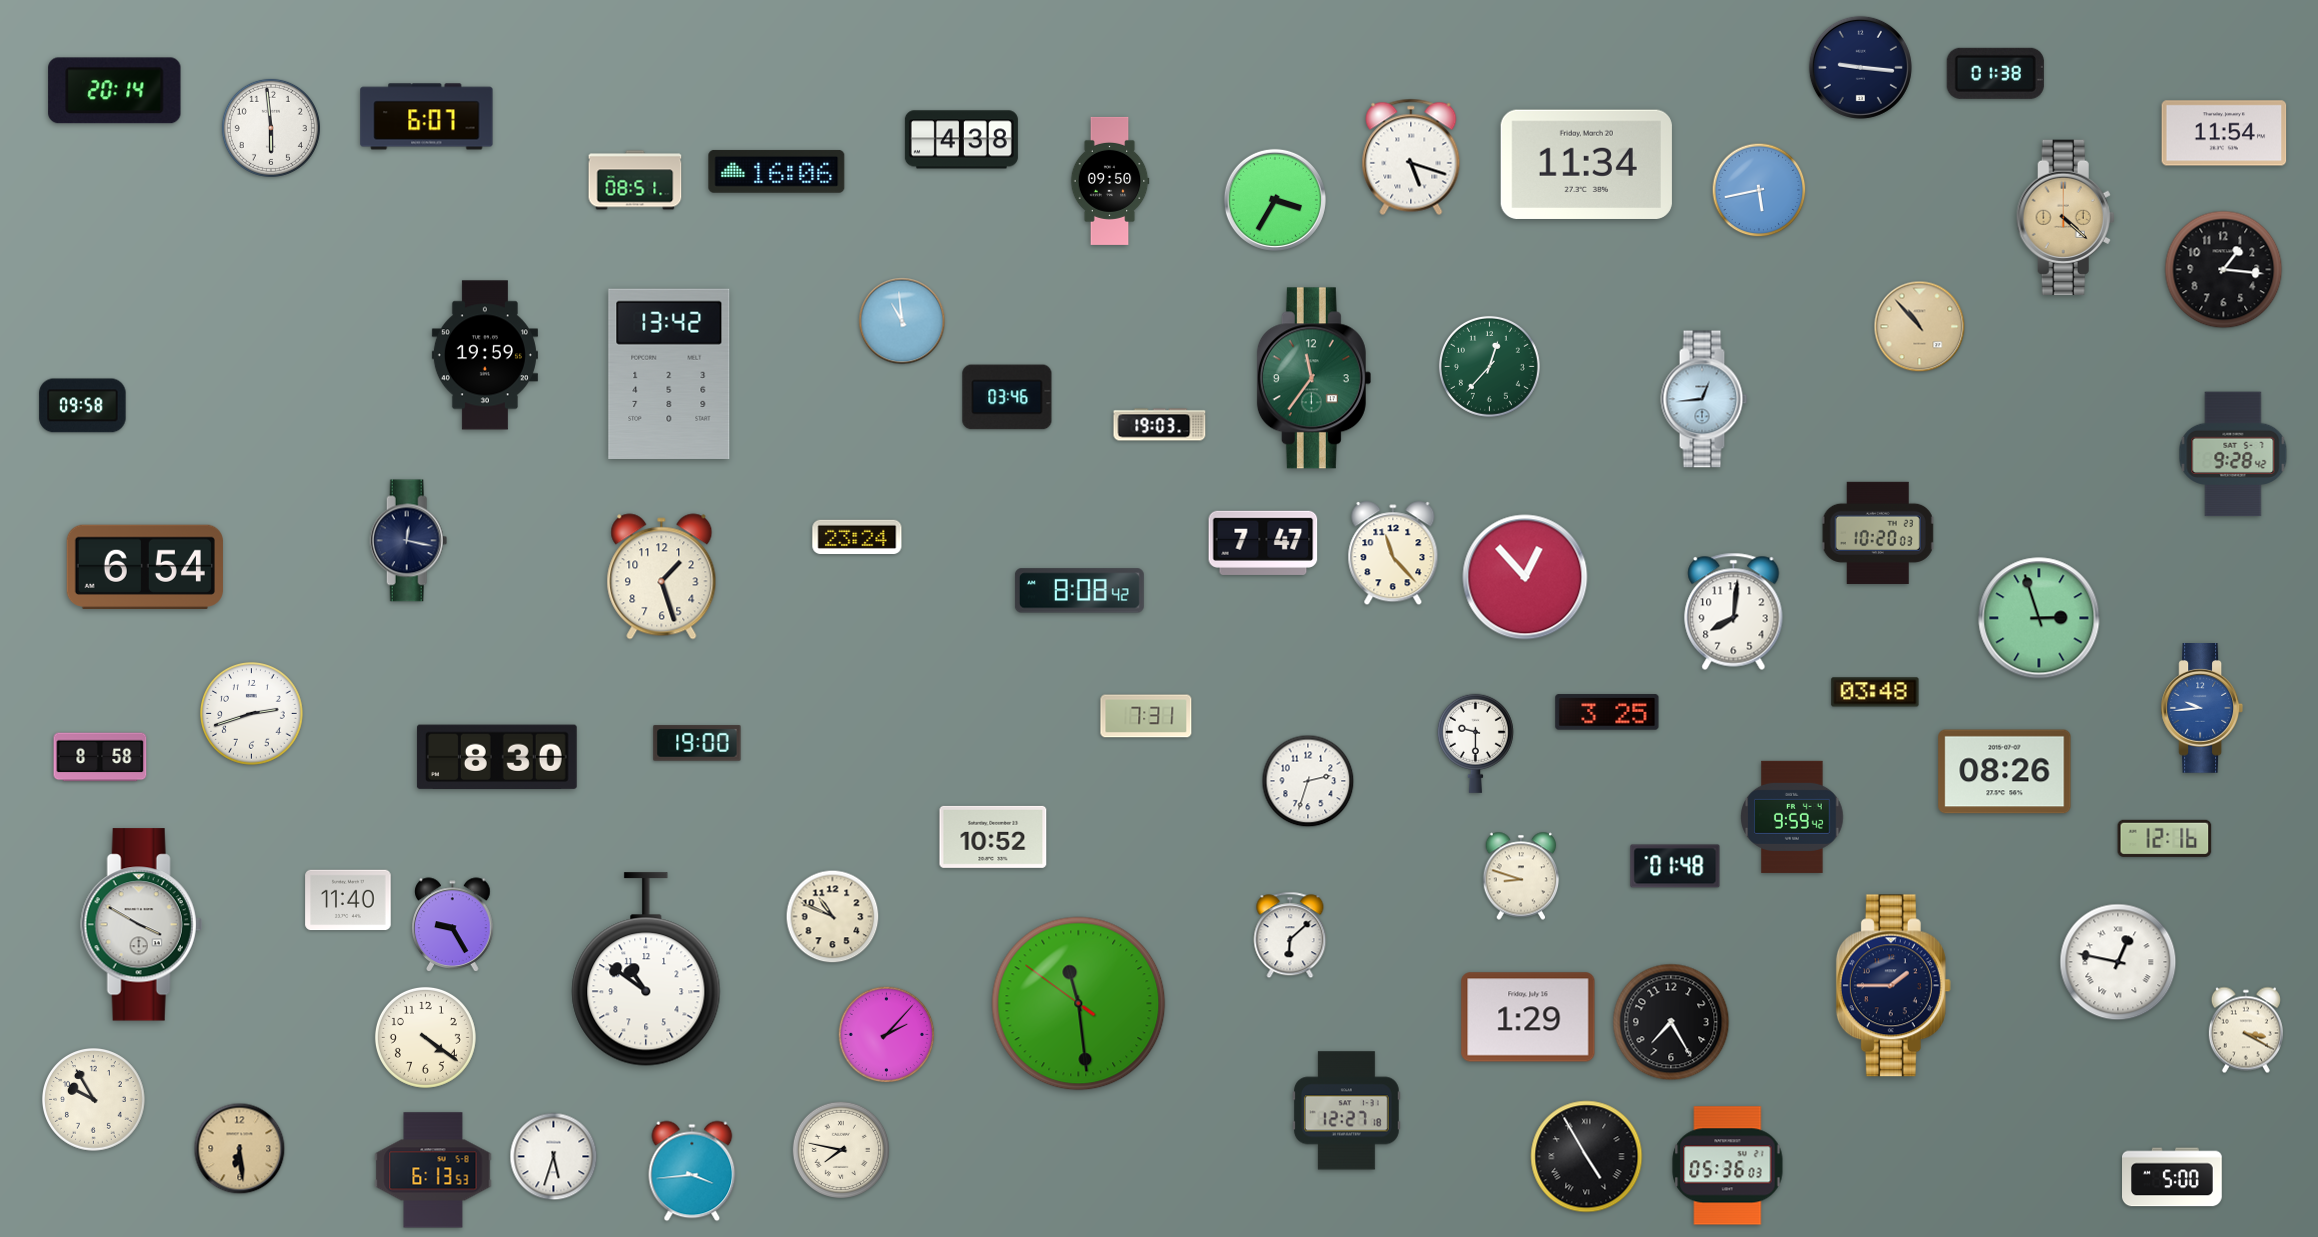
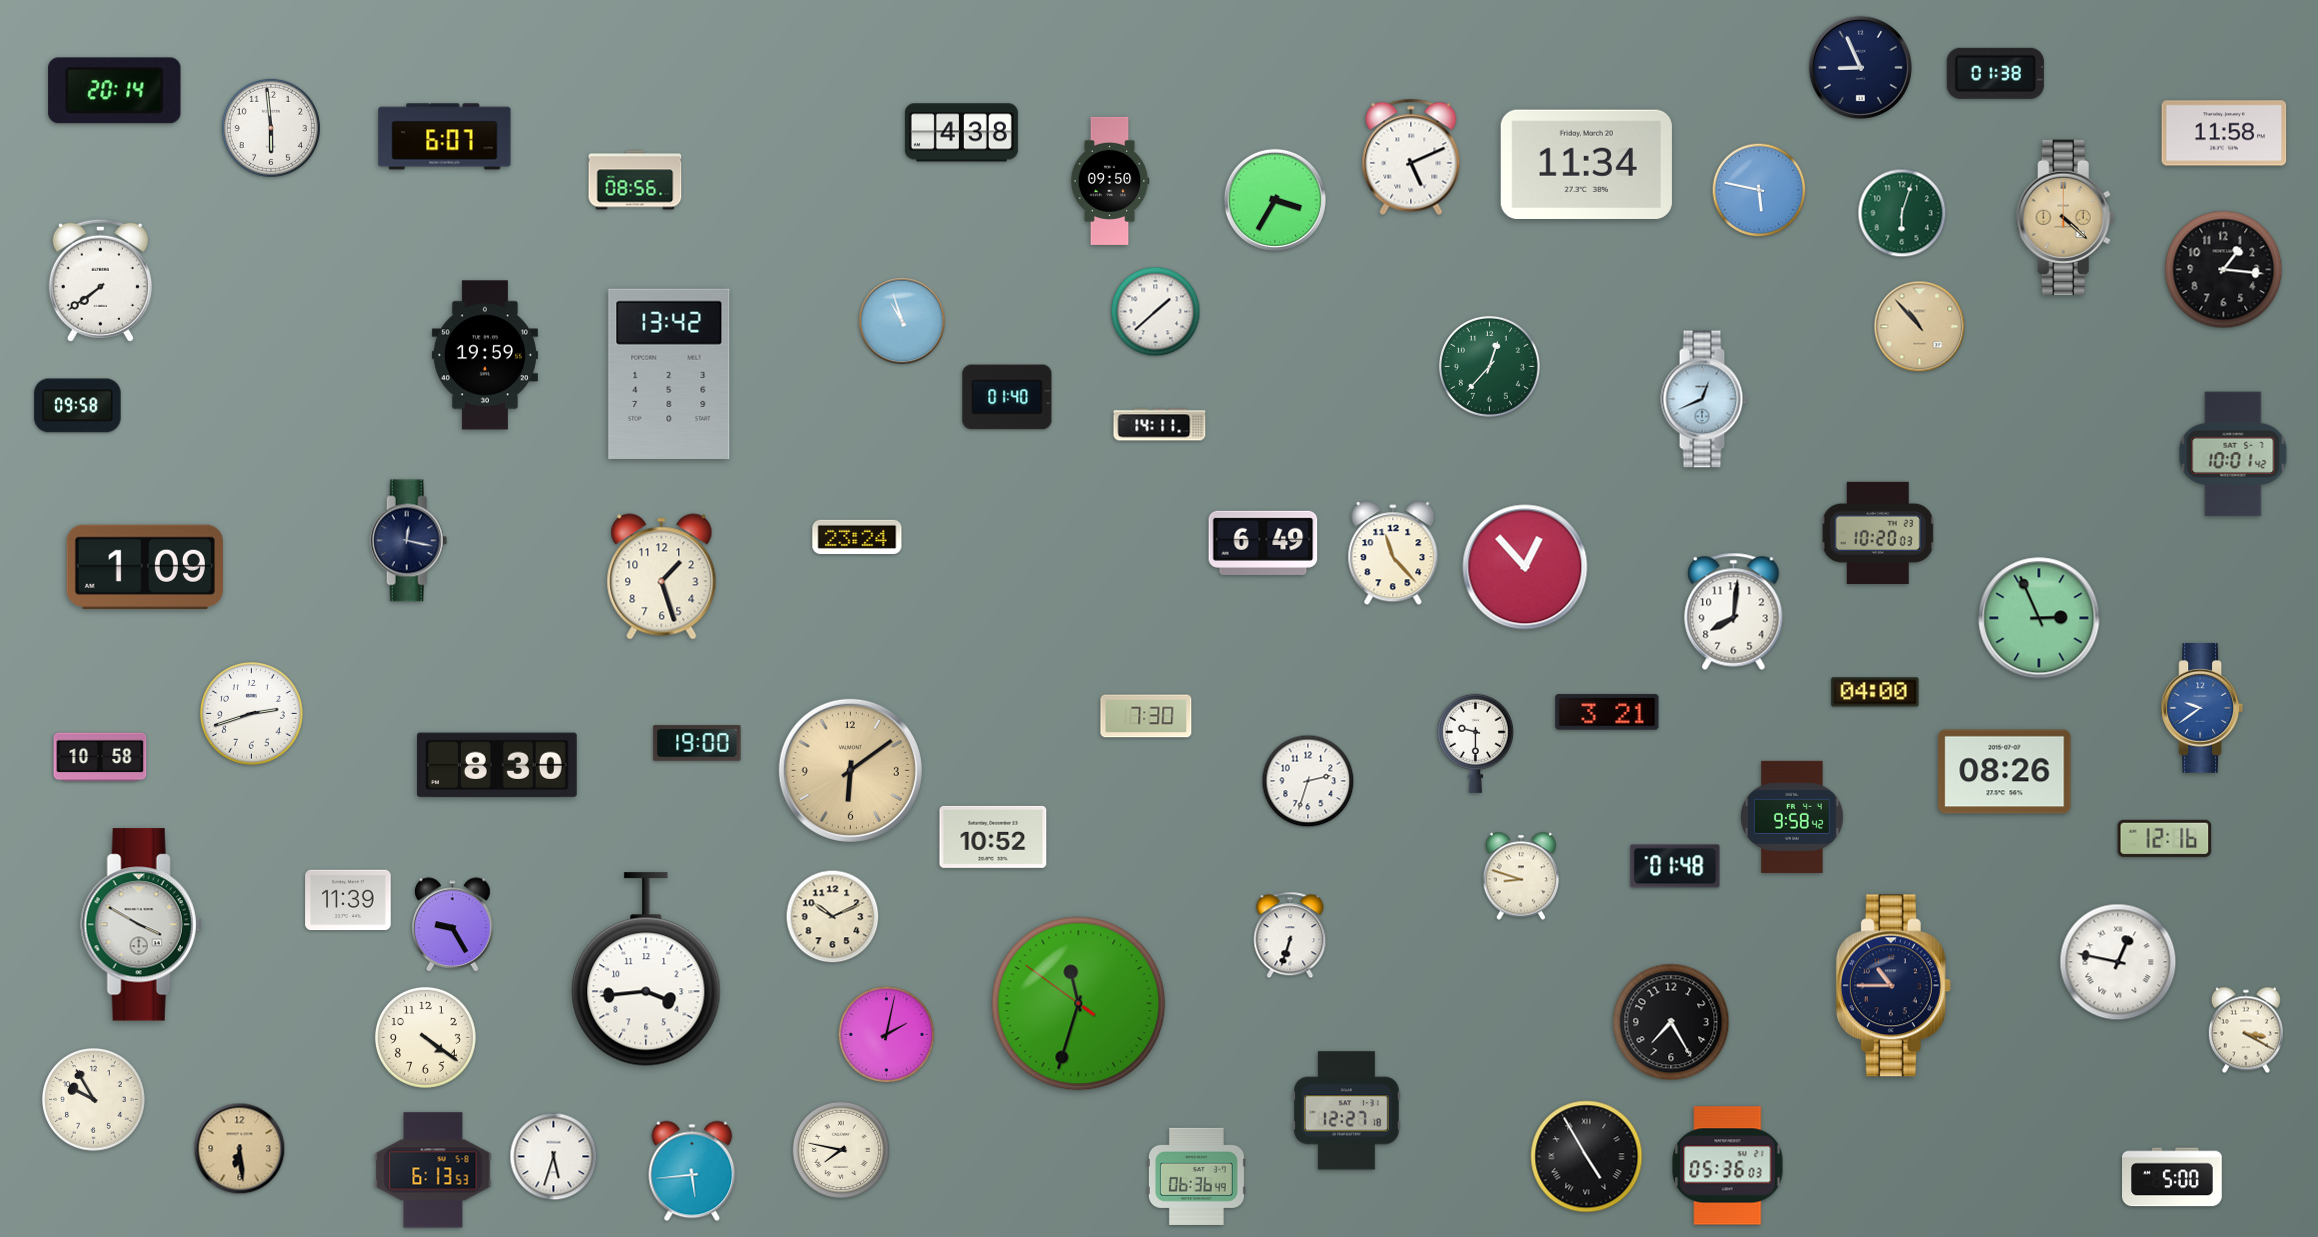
clock at (1860, 67): 9:16 -> 8:56
clock at (427, 117) position: (427, 117) -> (445, 137)
clock at (2224, 133): 11:54 -> 11:58
clock at (961, 140) position: (961, 140) -> (961, 133)
clock at (1411, 157): 5:18 -> 5:11
clock at (777, 171): 16:06 -> none
clock at (635, 180): 08:51 -> 08:56
clock at (1759, 190): 5:43 -> 5:47
clock at (1902, 213): none -> 6:03
clock at (100, 280): none -> 7:39
clock at (1156, 312): none -> 1:38
clock at (902, 321): 10:59 -> 10:57
clock at (1314, 378): 11:36 -> none
clock at (1007, 397): 03:46 -> 01:40
clock at (1704, 399): 12:44 -> 12:41
clock at (83, 406) position: (83, 406) -> (78, 406)
clock at (1160, 425): 19:03 -> 14:11
clock at (2233, 454): 9:28 -> 10:01
clock at (1263, 543): 7:47 -> 6:49
clock at (145, 566): 6:54 -> 1:09
clock at (1525, 577) position: (1525, 577) -> (1525, 567)
clock at (1079, 591): 8:08 -> none
clock at (2039, 618): 2:57 -> 2:56
clock at (1875, 692): 03:48 -> 04:00
clock at (2202, 709): 9:44 -> 9:39
clock at (1607, 712): 3:25 -> 3:21
clock at (1146, 716): 7:31 -> 7:30
clock at (100, 757): 8:58 -> 10:58
clock at (497, 757) position: (497, 757) -> (497, 765)
clock at (850, 770): none -> 6:09
clock at (1792, 817): 9:59 -> 9:58
clock at (348, 900): 11:40 -> 11:39
clock at (833, 917): 10:49 -> 10:11
clock at (1290, 935): 6:08 -> 6:33
clock at (646, 969): 10:51 -> 3:44
clock at (1893, 986): 1:45 -> 10:45
clock at (1079, 1004): 11:28 -> 11:32
clock at (1528, 1017): 1:29 -> none
clock at (887, 1035): 2:07 -> 2:02
clock at (692, 1171): 3:44 -> 5:44
clock at (1196, 1176): none -> 06:36
